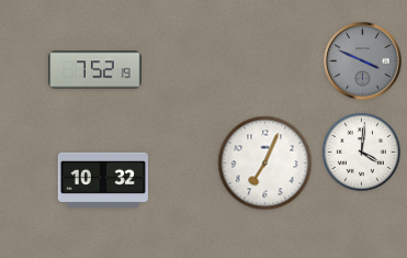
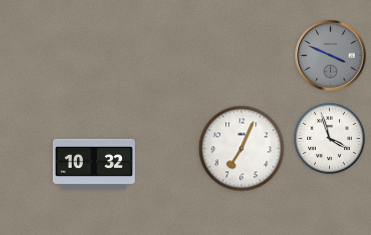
clock at (95, 70): 7:52 -> none
clock at (361, 152): 4:01 -> 3:57
